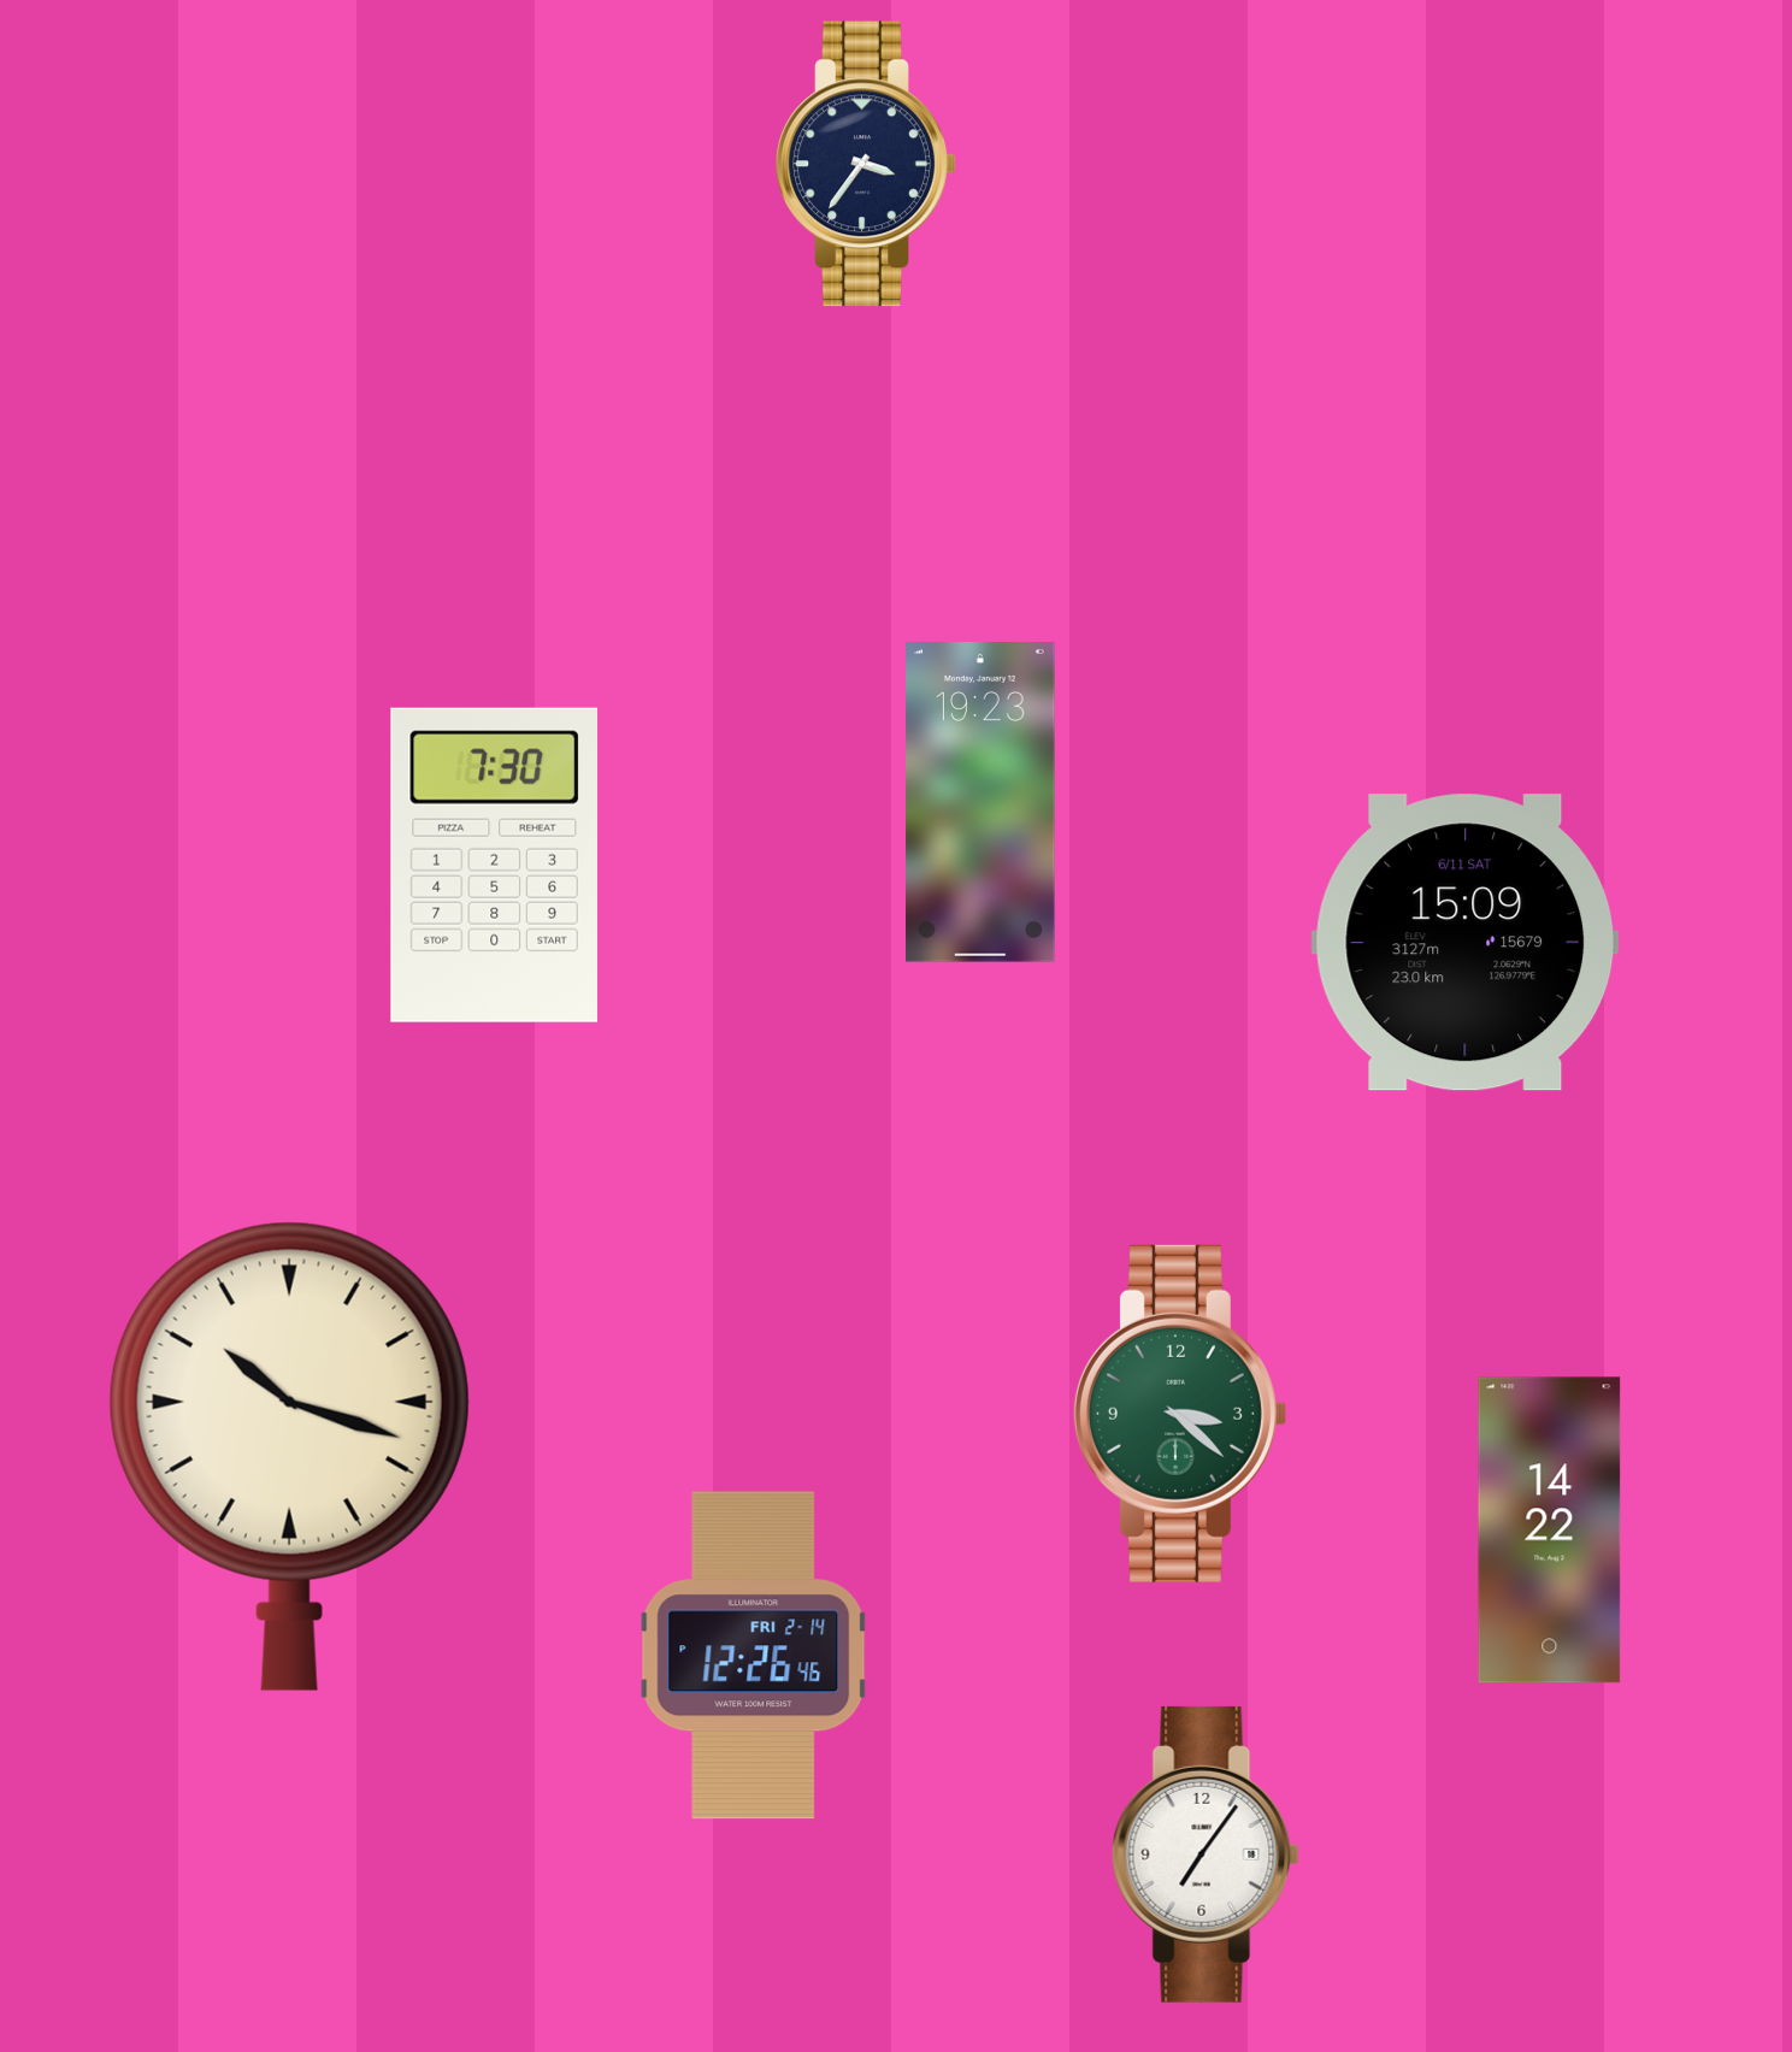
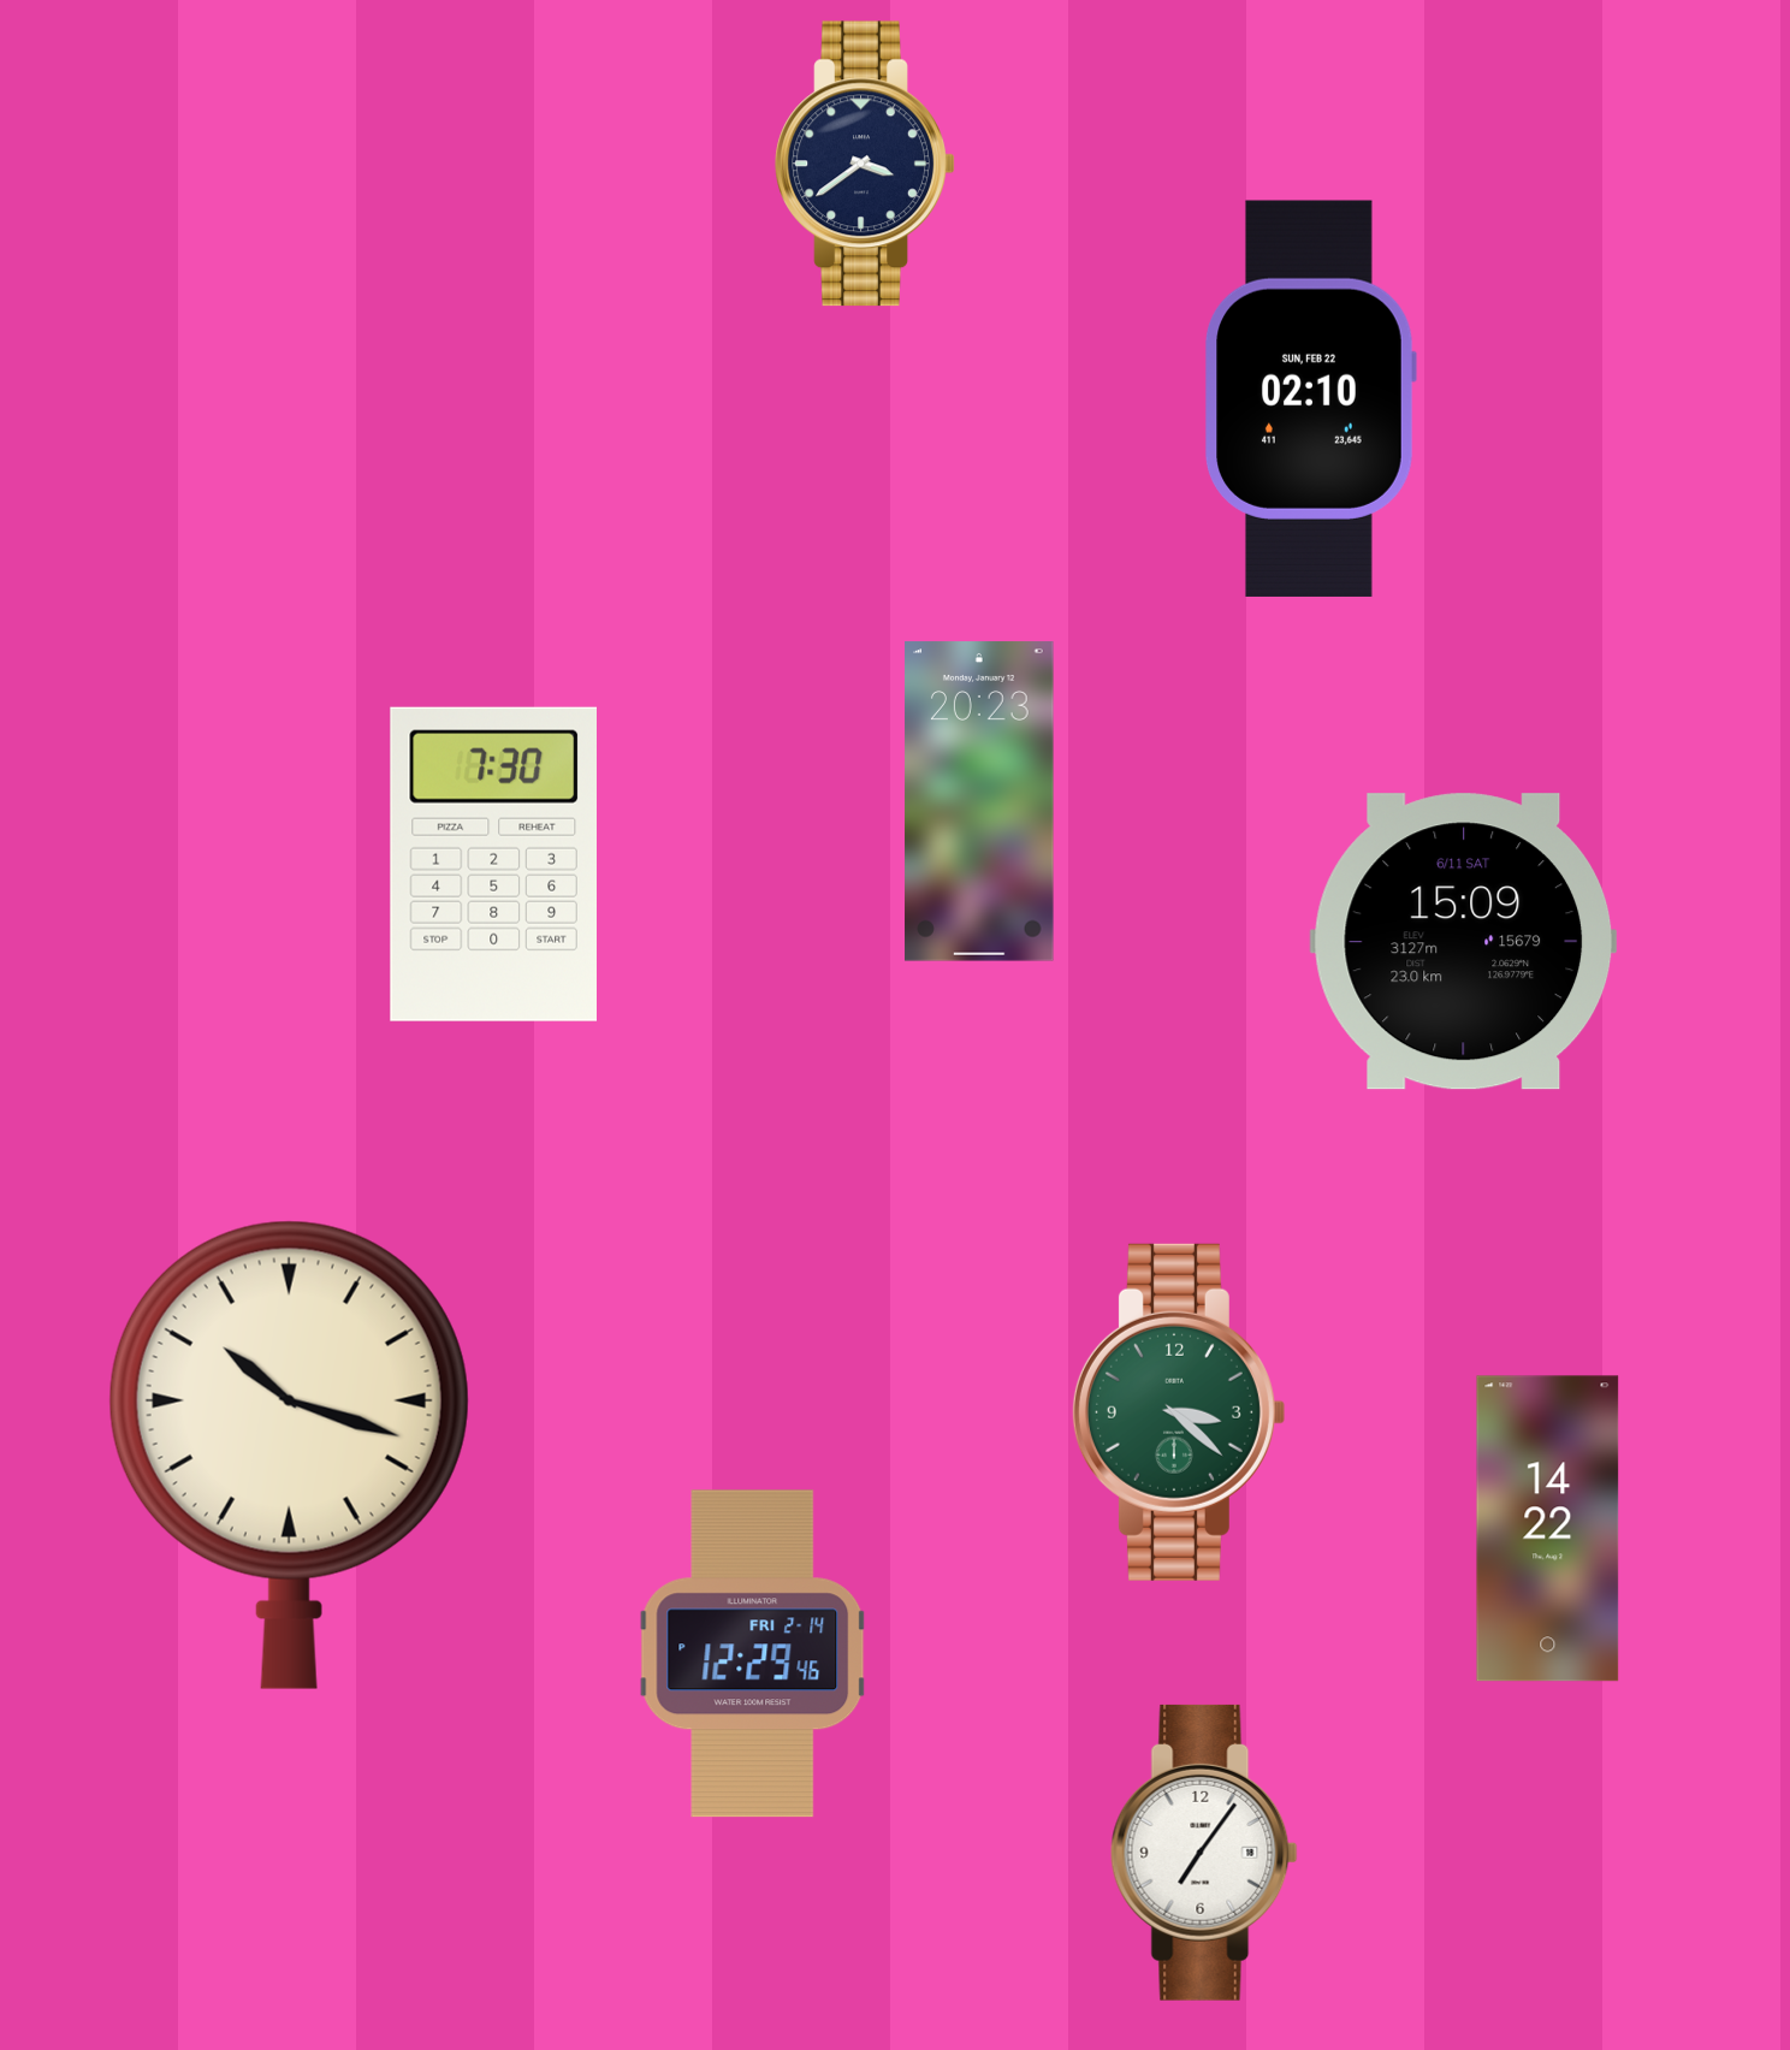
clock at (866, 164): 3:36 -> 3:39
clock at (1310, 398): none -> 02:10
clock at (980, 802): 19:23 -> 20:23
clock at (754, 1656): 12:26 -> 12:29
